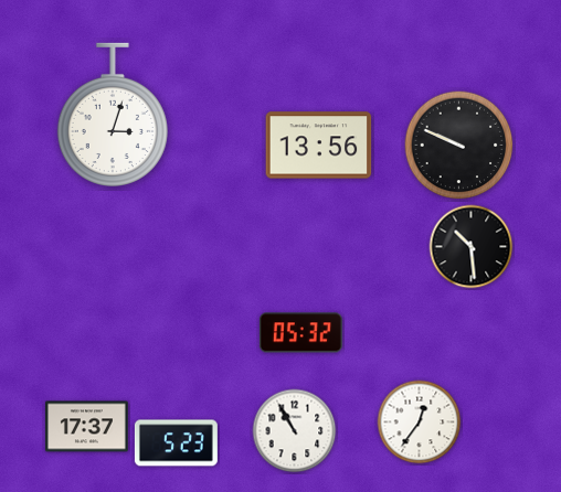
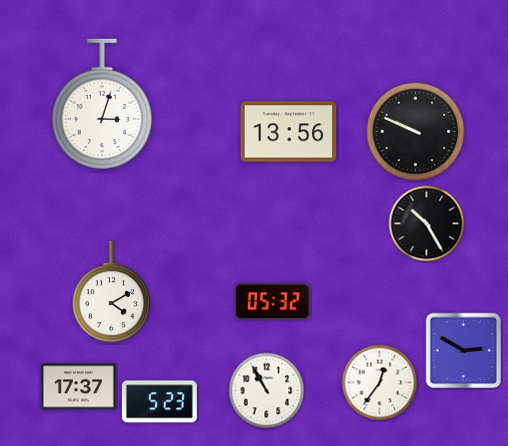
clock at (472, 247): 10:29 -> 10:25
clock at (112, 292): none -> 4:10
clock at (464, 351): none -> 2:50
